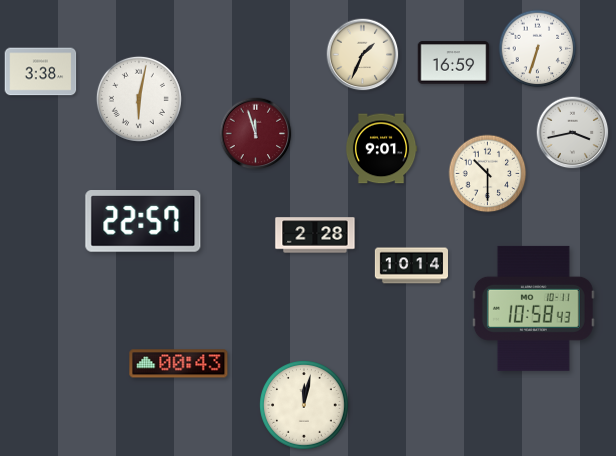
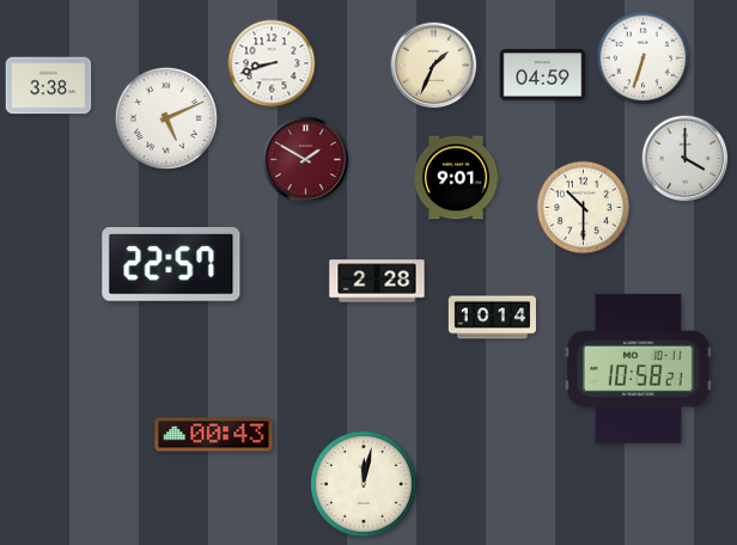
clock at (272, 63): none -> 8:42
clock at (454, 63): 16:59 -> 04:59
clock at (139, 99): 6:02 -> 5:11
clock at (573, 133): 3:43 -> 4:00
clock at (256, 134): 11:57 -> 1:50
clock at (533, 308): 10:58:43 -> 10:58:21
